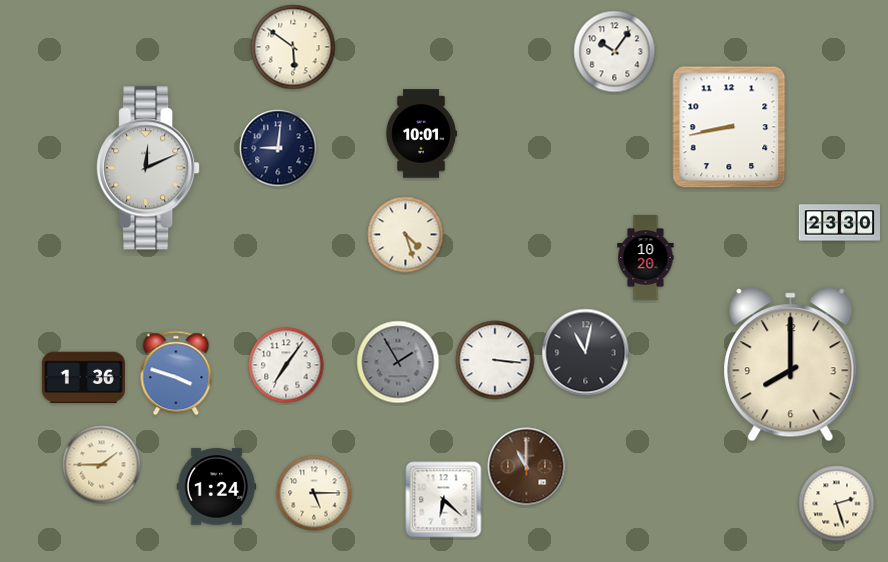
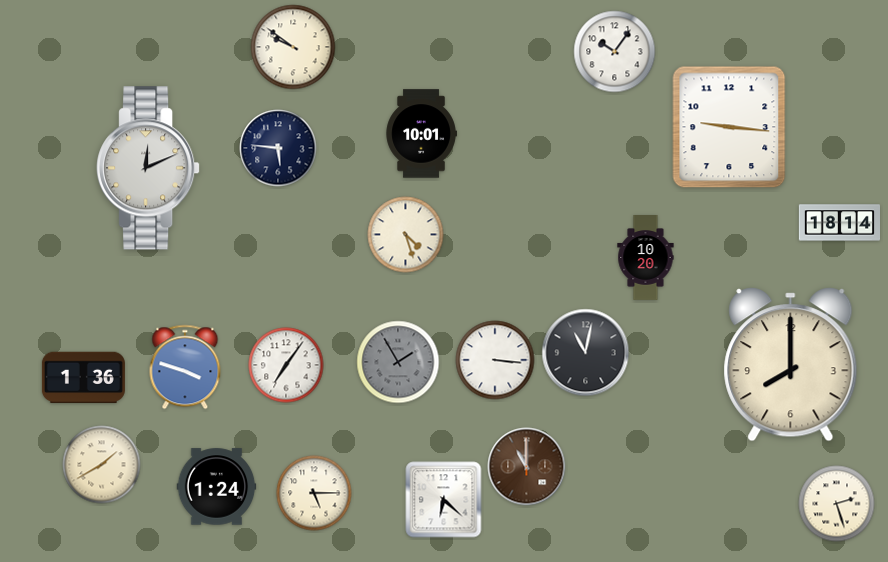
clock at (293, 47): 5:51 -> 9:51
clock at (729, 127): 8:43 -> 9:16
clock at (278, 148): 9:01 -> 5:46
clock at (840, 223): 23:30 -> 18:14
clock at (176, 373) position: (176, 373) -> (185, 367)
clock at (102, 465): 1:45 -> 1:40
